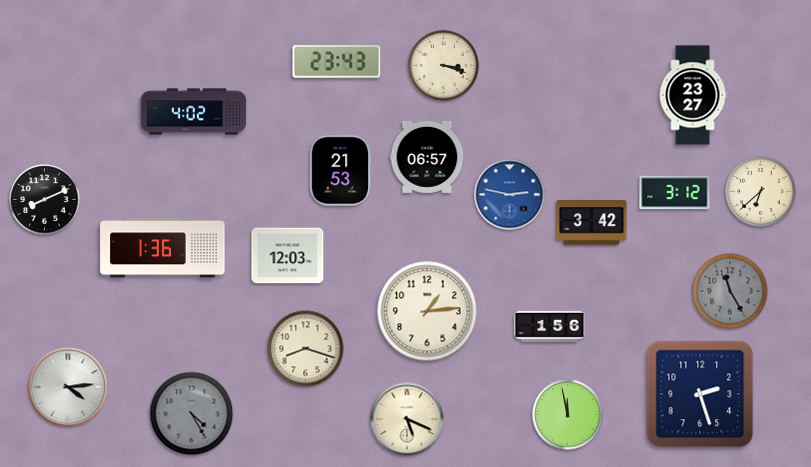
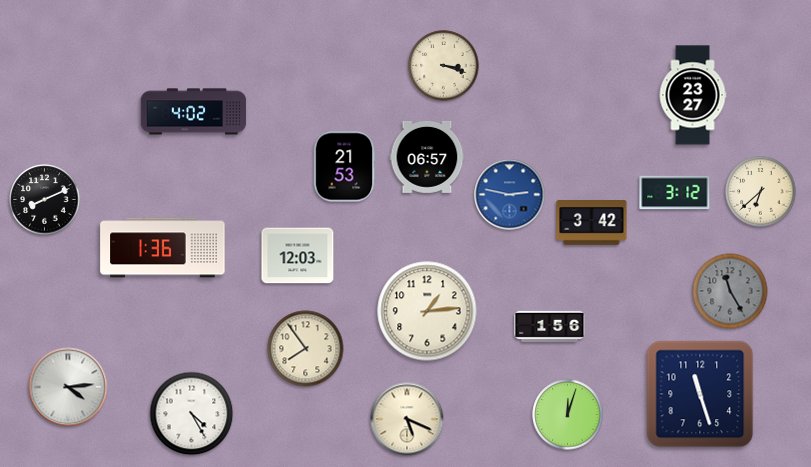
clock at (337, 62): 23:43 -> none
clock at (340, 171) position: (340, 171) -> (344, 167)
clock at (288, 256) position: (288, 256) -> (298, 256)
clock at (306, 349): 8:18 -> 7:54
clock at (700, 394): 2:27 -> 11:27
clock at (192, 414) dial: grey -> white
clock at (568, 415): 11:58 -> 12:03
